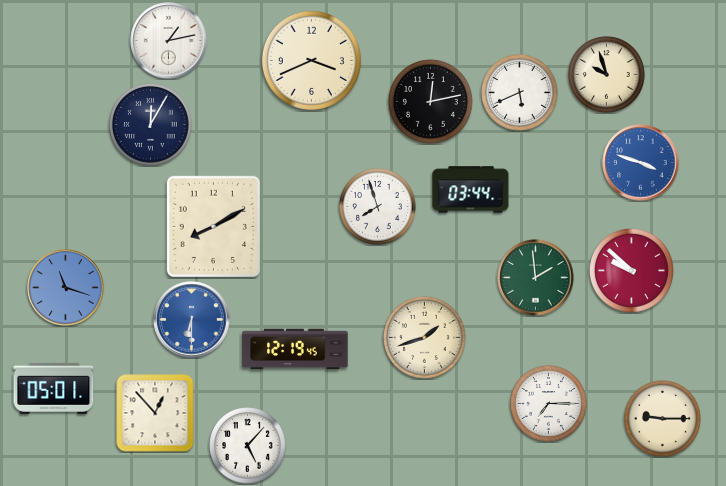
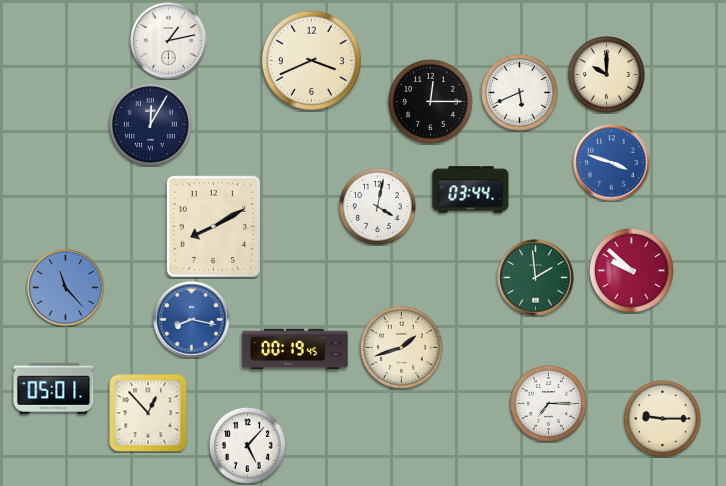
clock at (607, 75): 9:57 -> 10:00
clock at (430, 101): 12:13 -> 12:15
clock at (641, 163) position: (641, 163) -> (612, 163)
clock at (378, 207): 7:57 -> 4:02
clock at (66, 288): 11:18 -> 11:23
clock at (192, 320): 6:30 -> 8:17
clock at (425, 338) position: (425, 338) -> (402, 348)
clock at (295, 349): 12:19 -> 00:19
clock at (155, 413) position: (155, 413) -> (148, 413)
